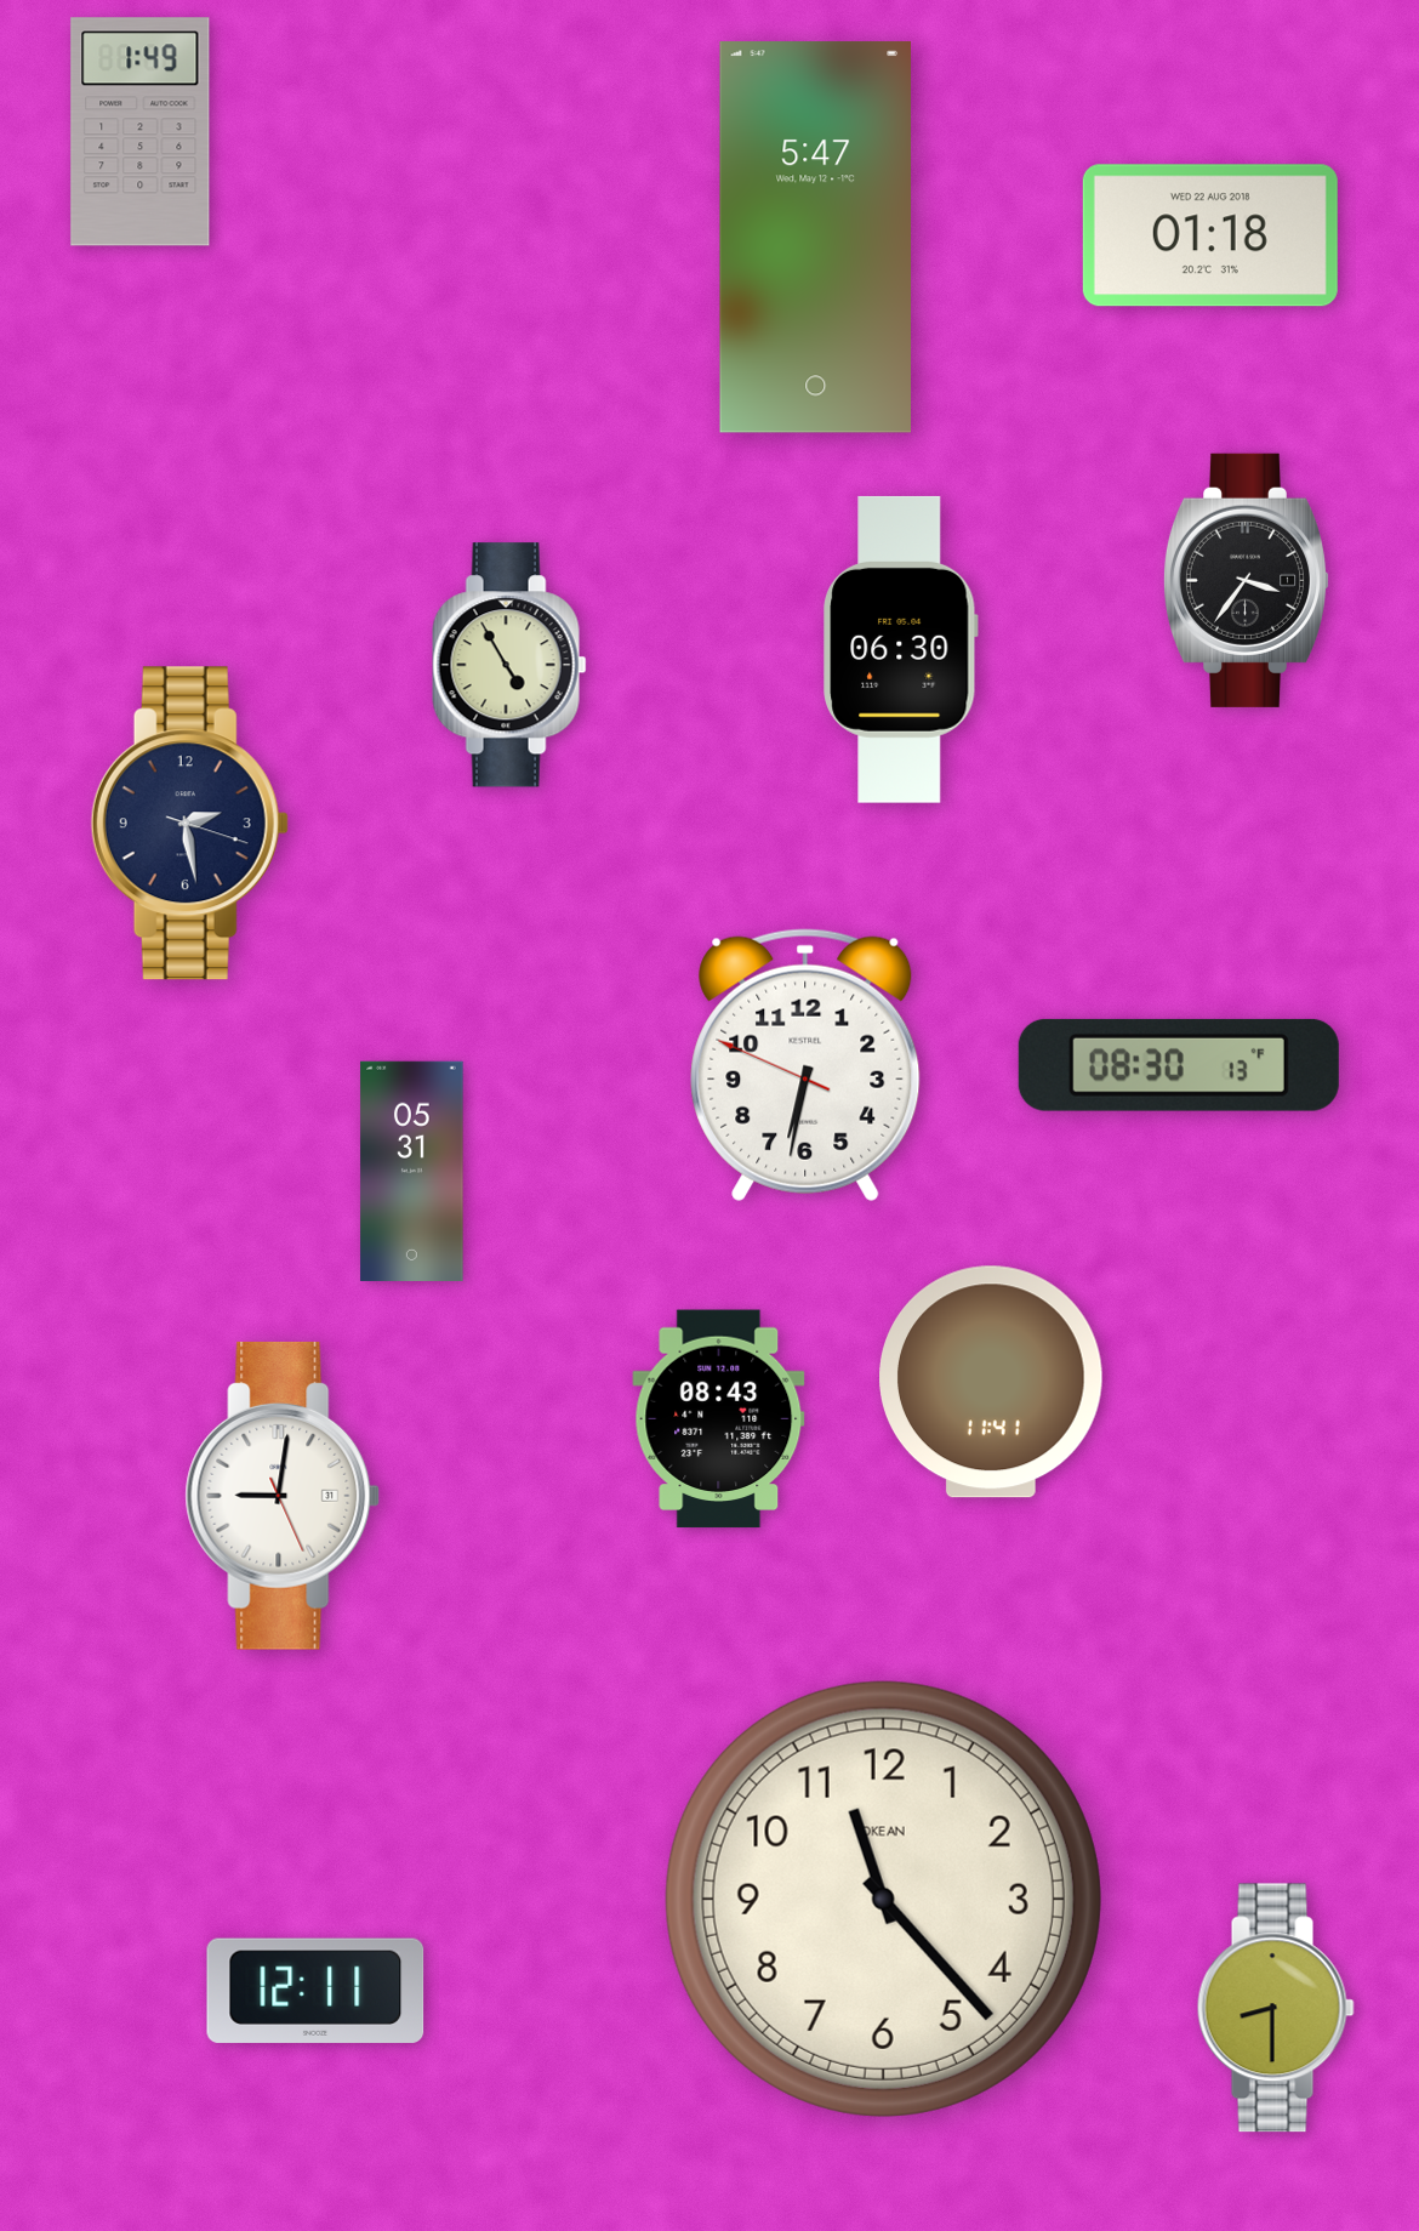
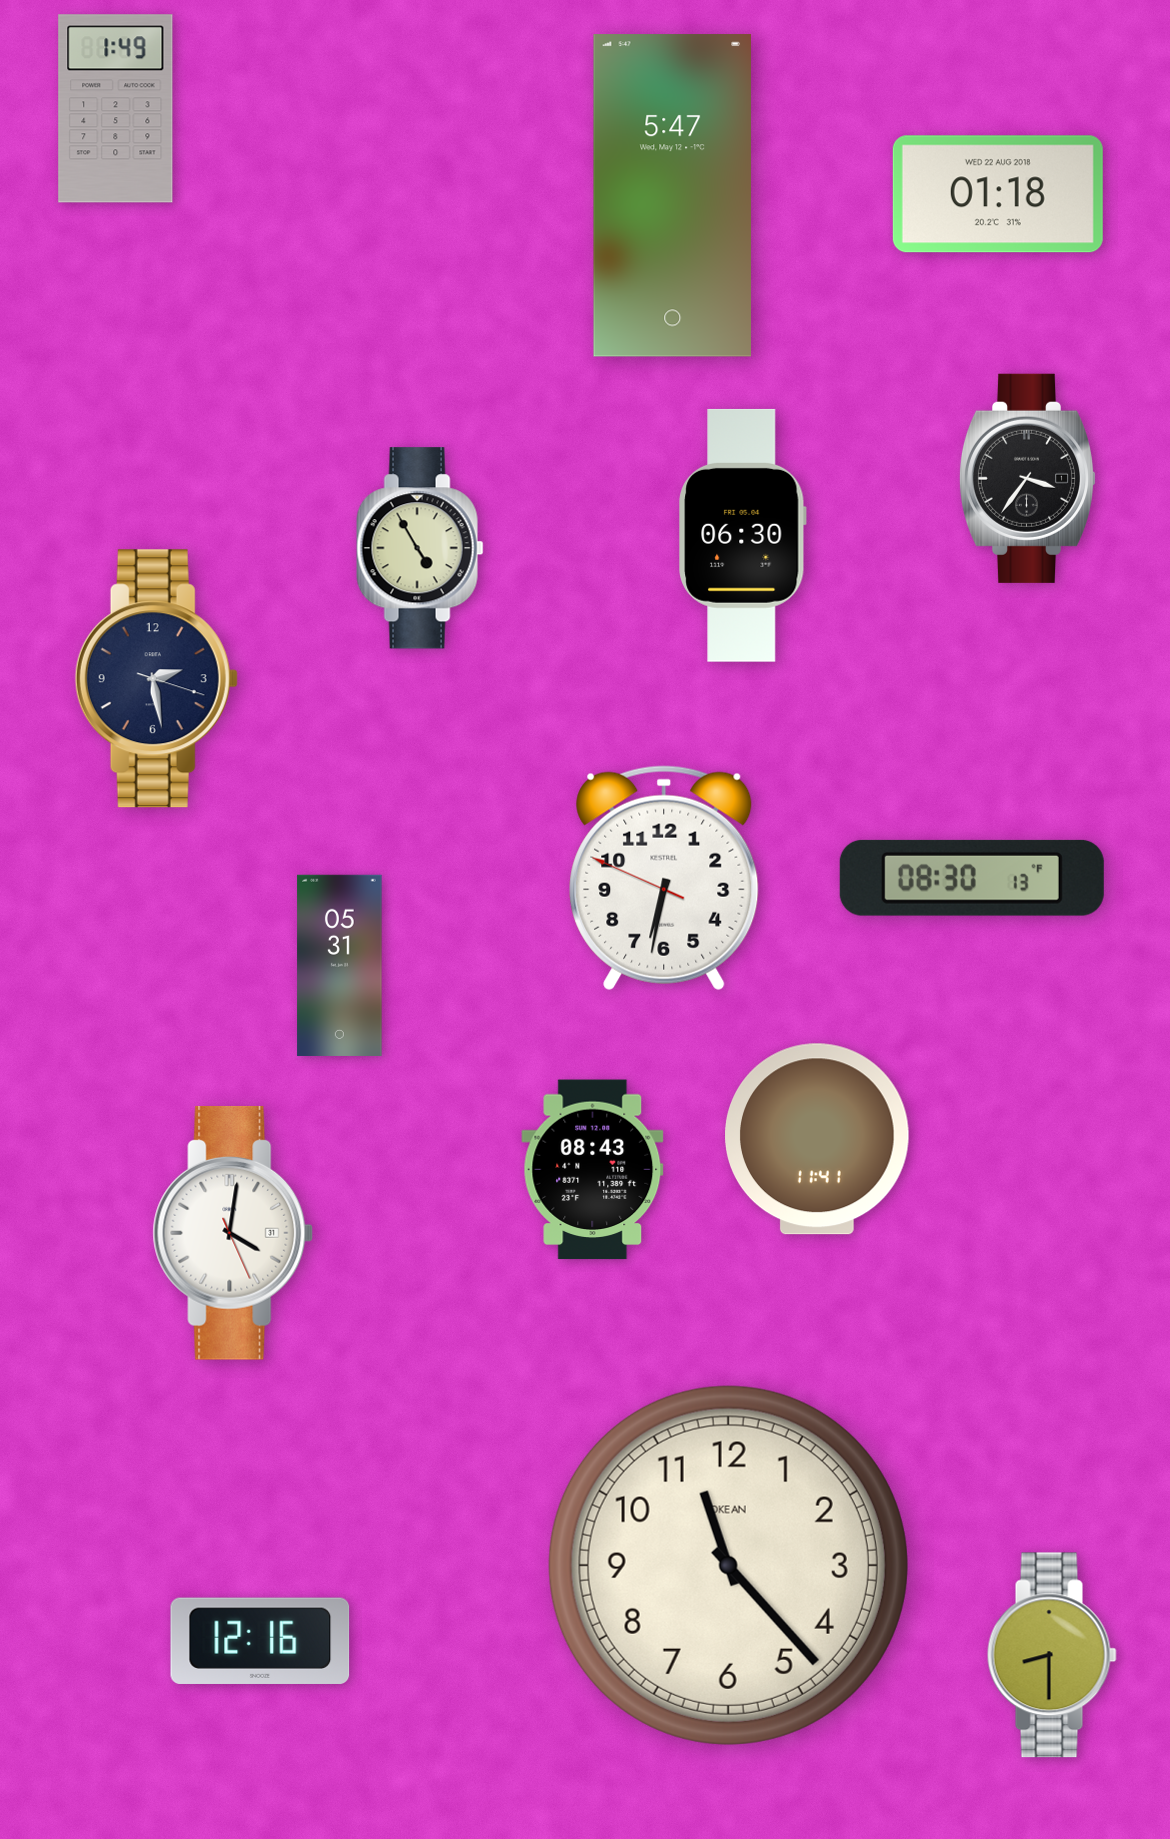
clock at (283, 1496): 9:01 -> 4:01
clock at (315, 1990): 12:11 -> 12:16
